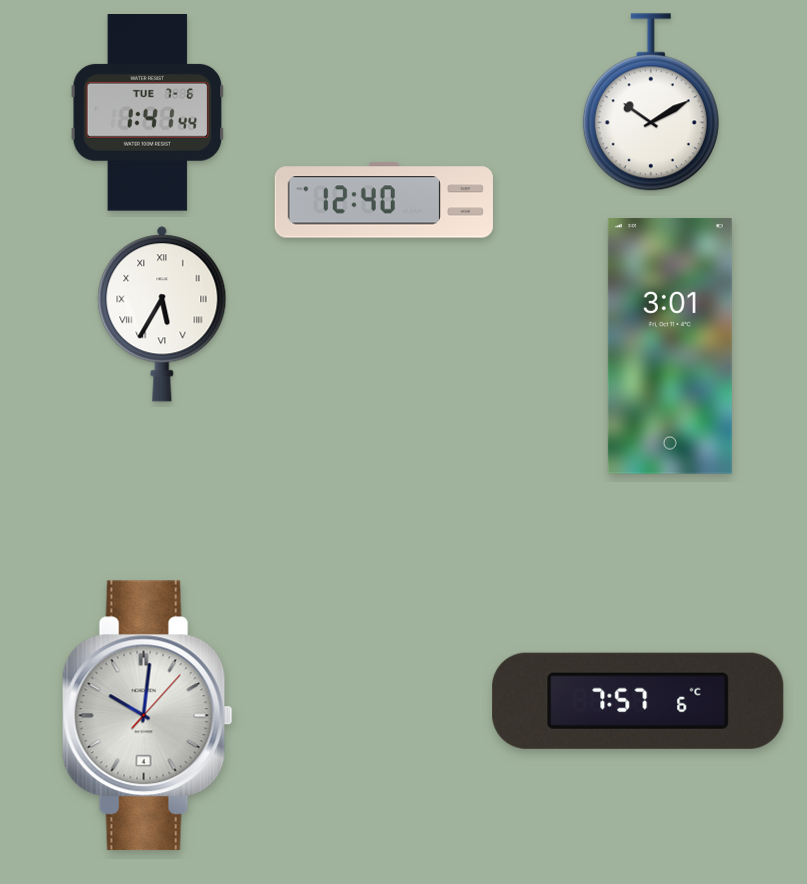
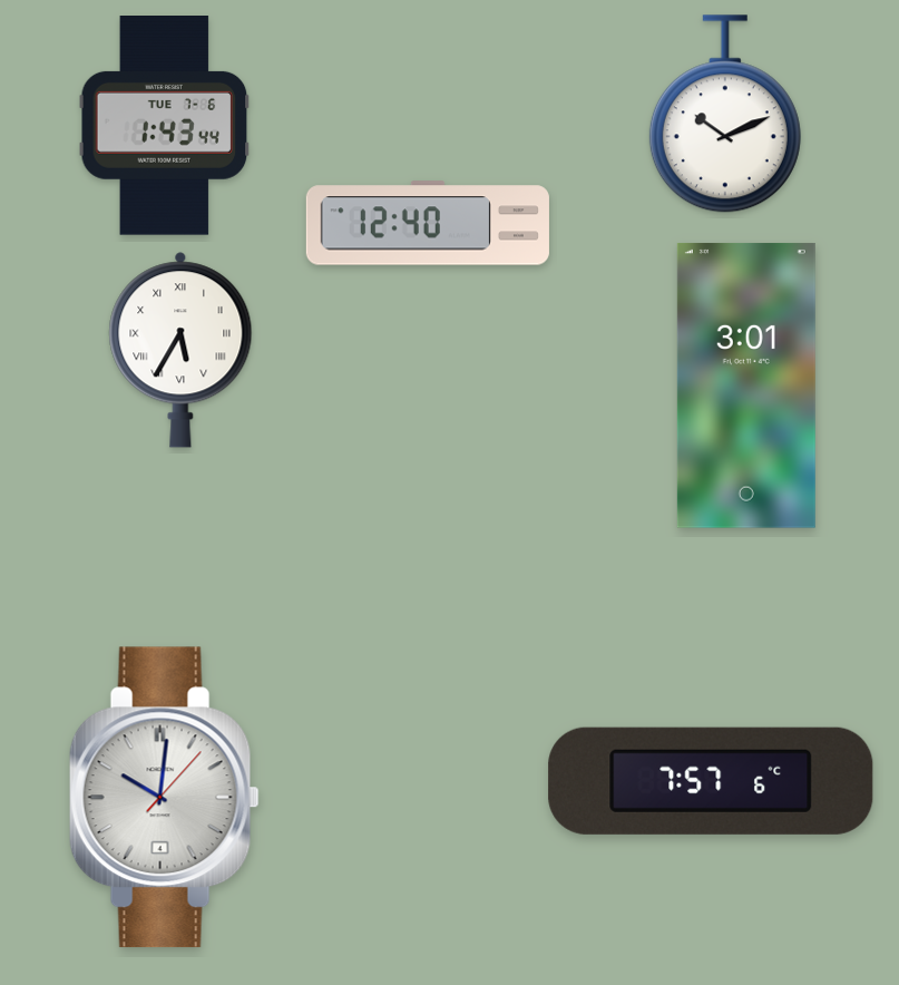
clock at (651, 102): 10:10 -> 10:11
clock at (148, 113): 1:41 -> 1:43
